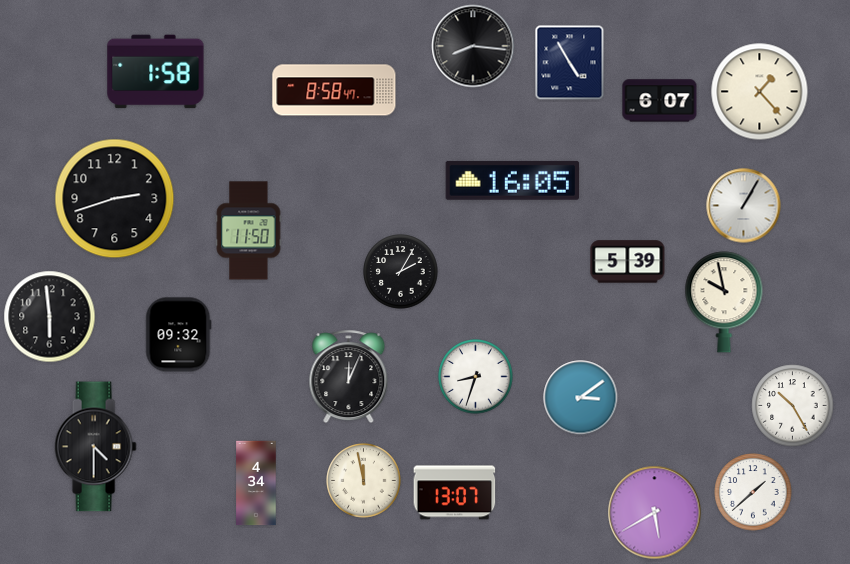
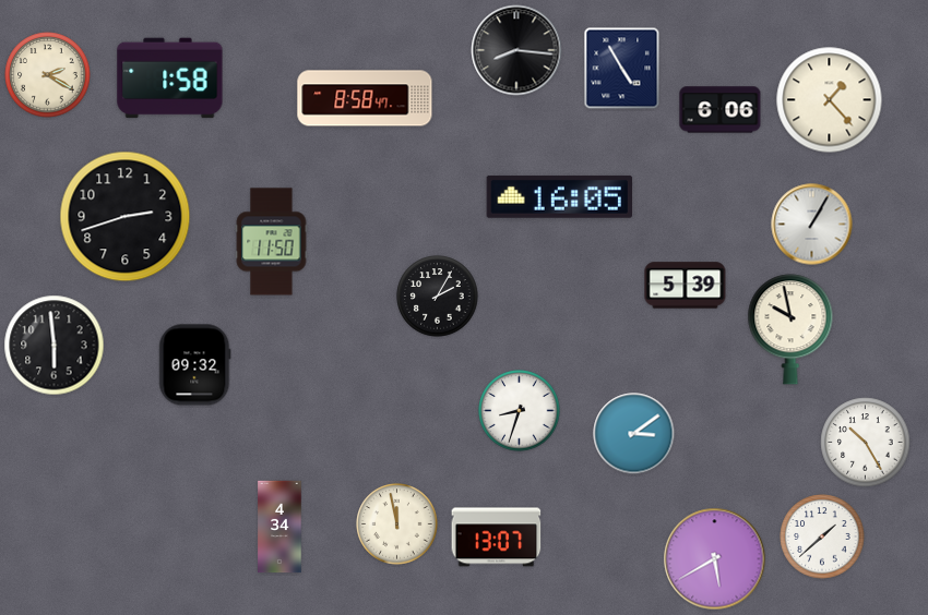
clock at (48, 75): none -> 2:20
clock at (660, 101): 6:07 -> 6:06
clock at (249, 231) position: (249, 231) -> (272, 242)
clock at (349, 377): 12:04 -> none
clock at (95, 447): 4:30 -> none
